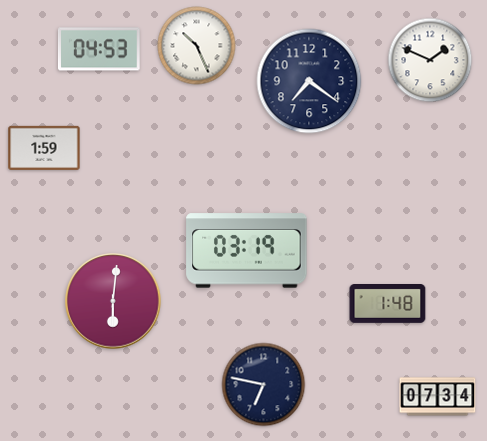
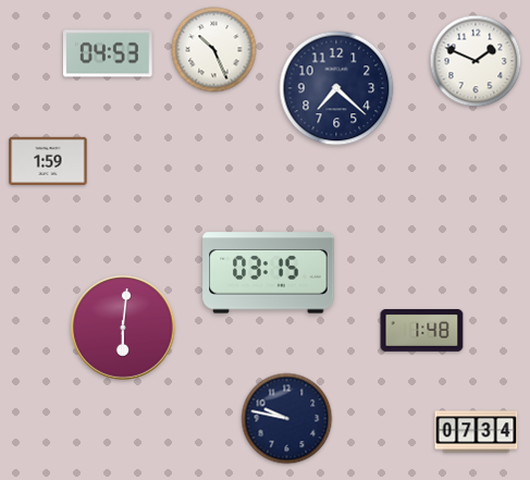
clock at (430, 60) position: (430, 60) -> (476, 61)
clock at (309, 81): 7:21 -> 7:22
clock at (247, 251): 03:19 -> 03:15
clock at (264, 385): 6:47 -> 9:47
